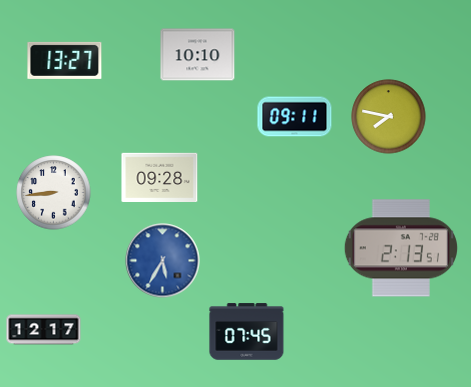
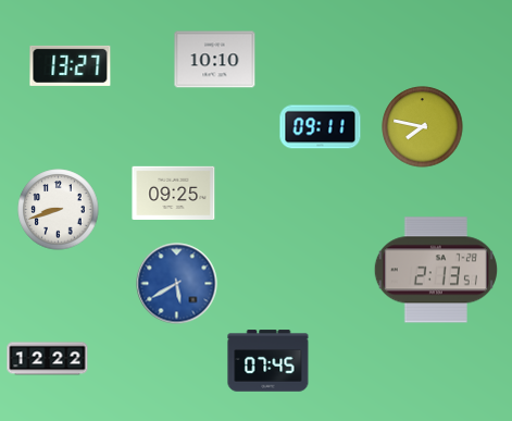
clock at (160, 177): 09:28 -> 09:25
clock at (54, 193): 8:44 -> 8:42
clock at (163, 261): 5:35 -> 5:40
clock at (44, 330): 12:17 -> 12:22
